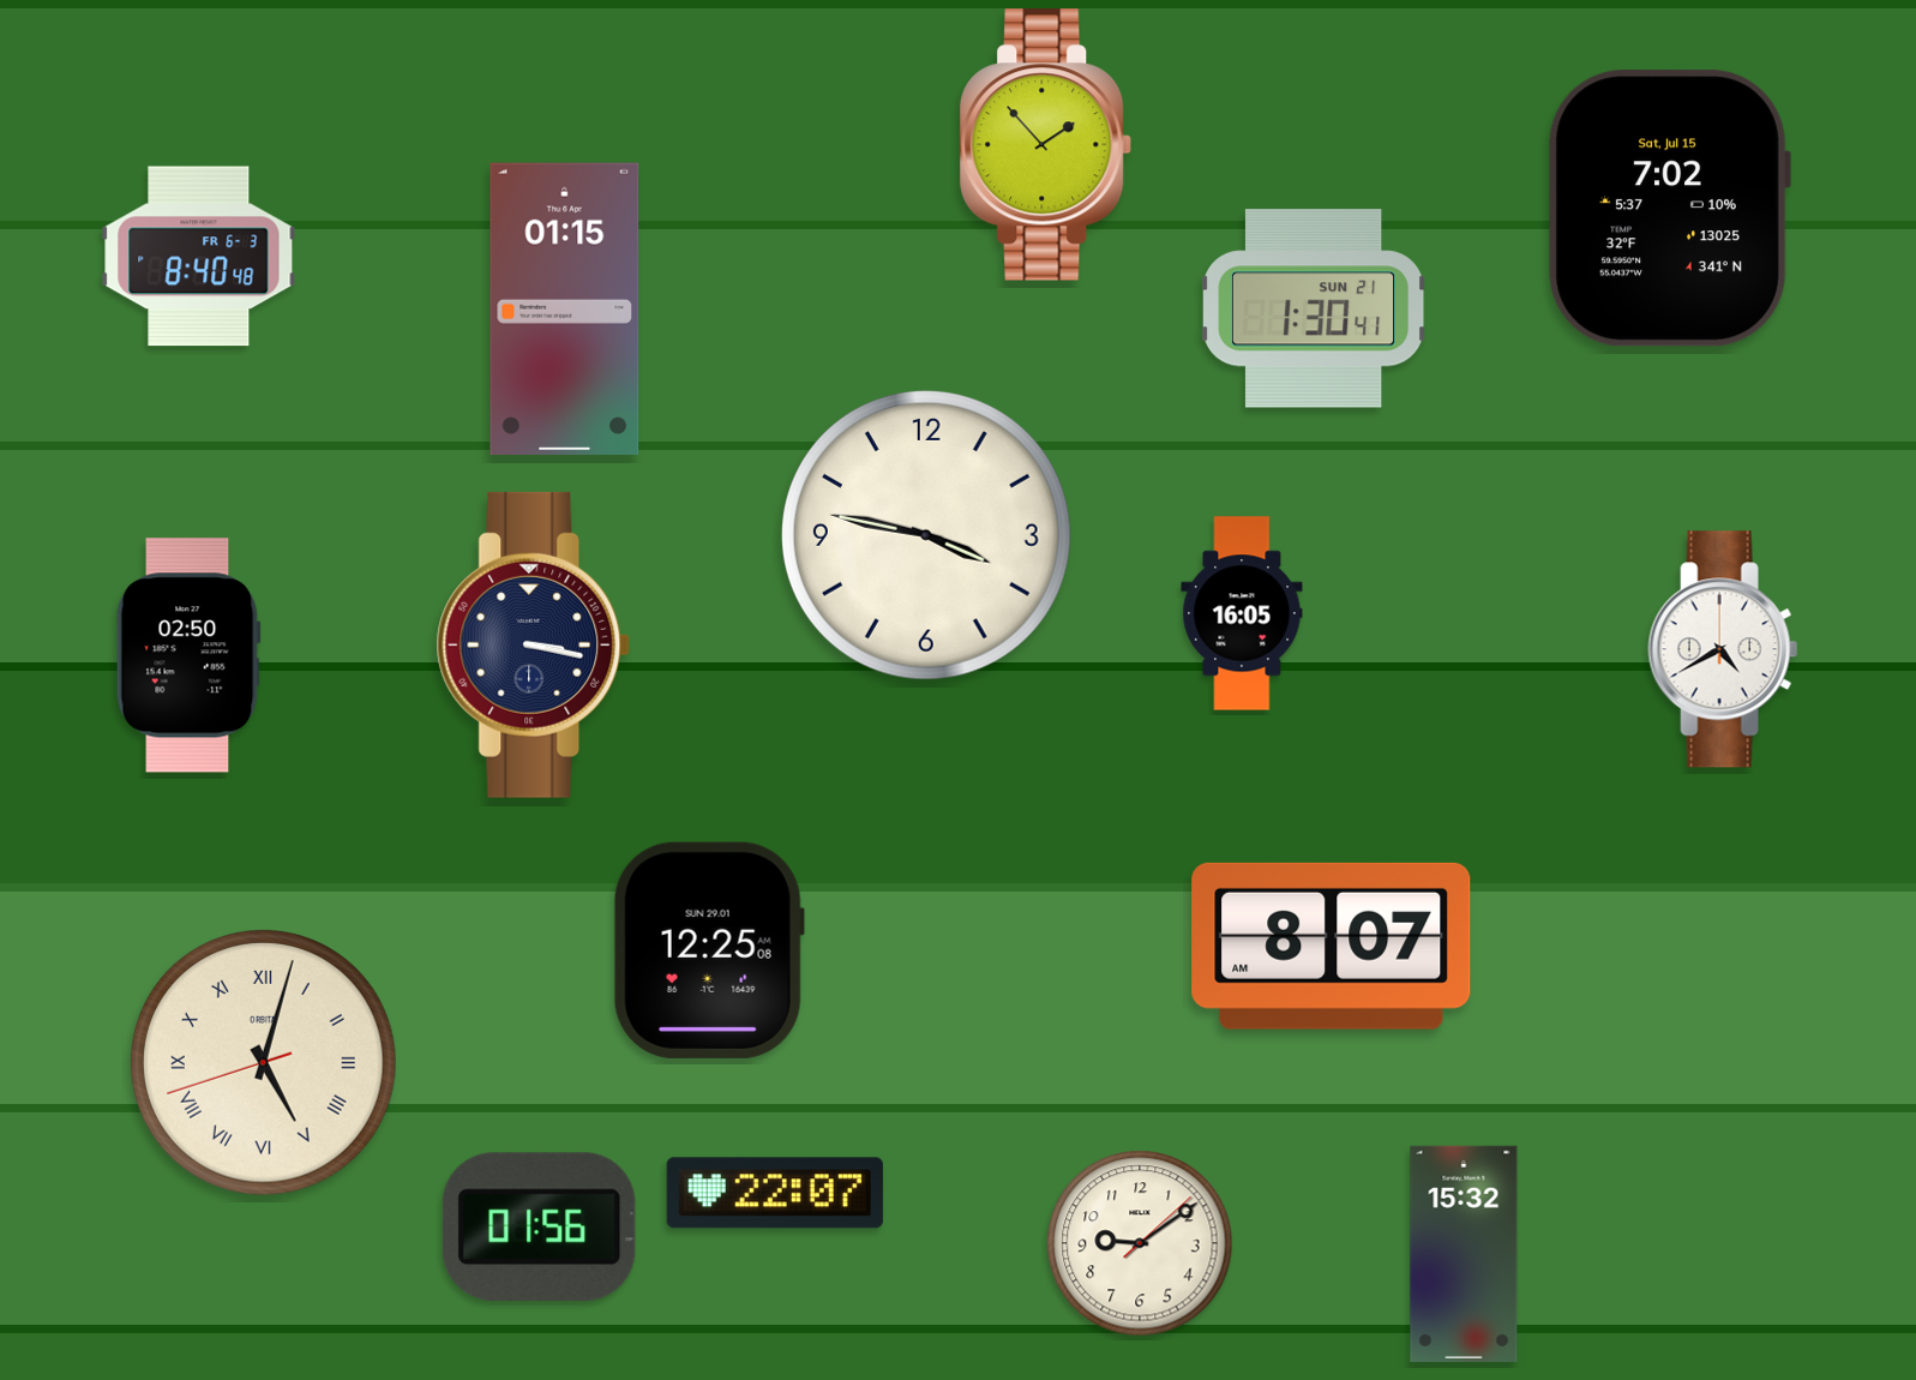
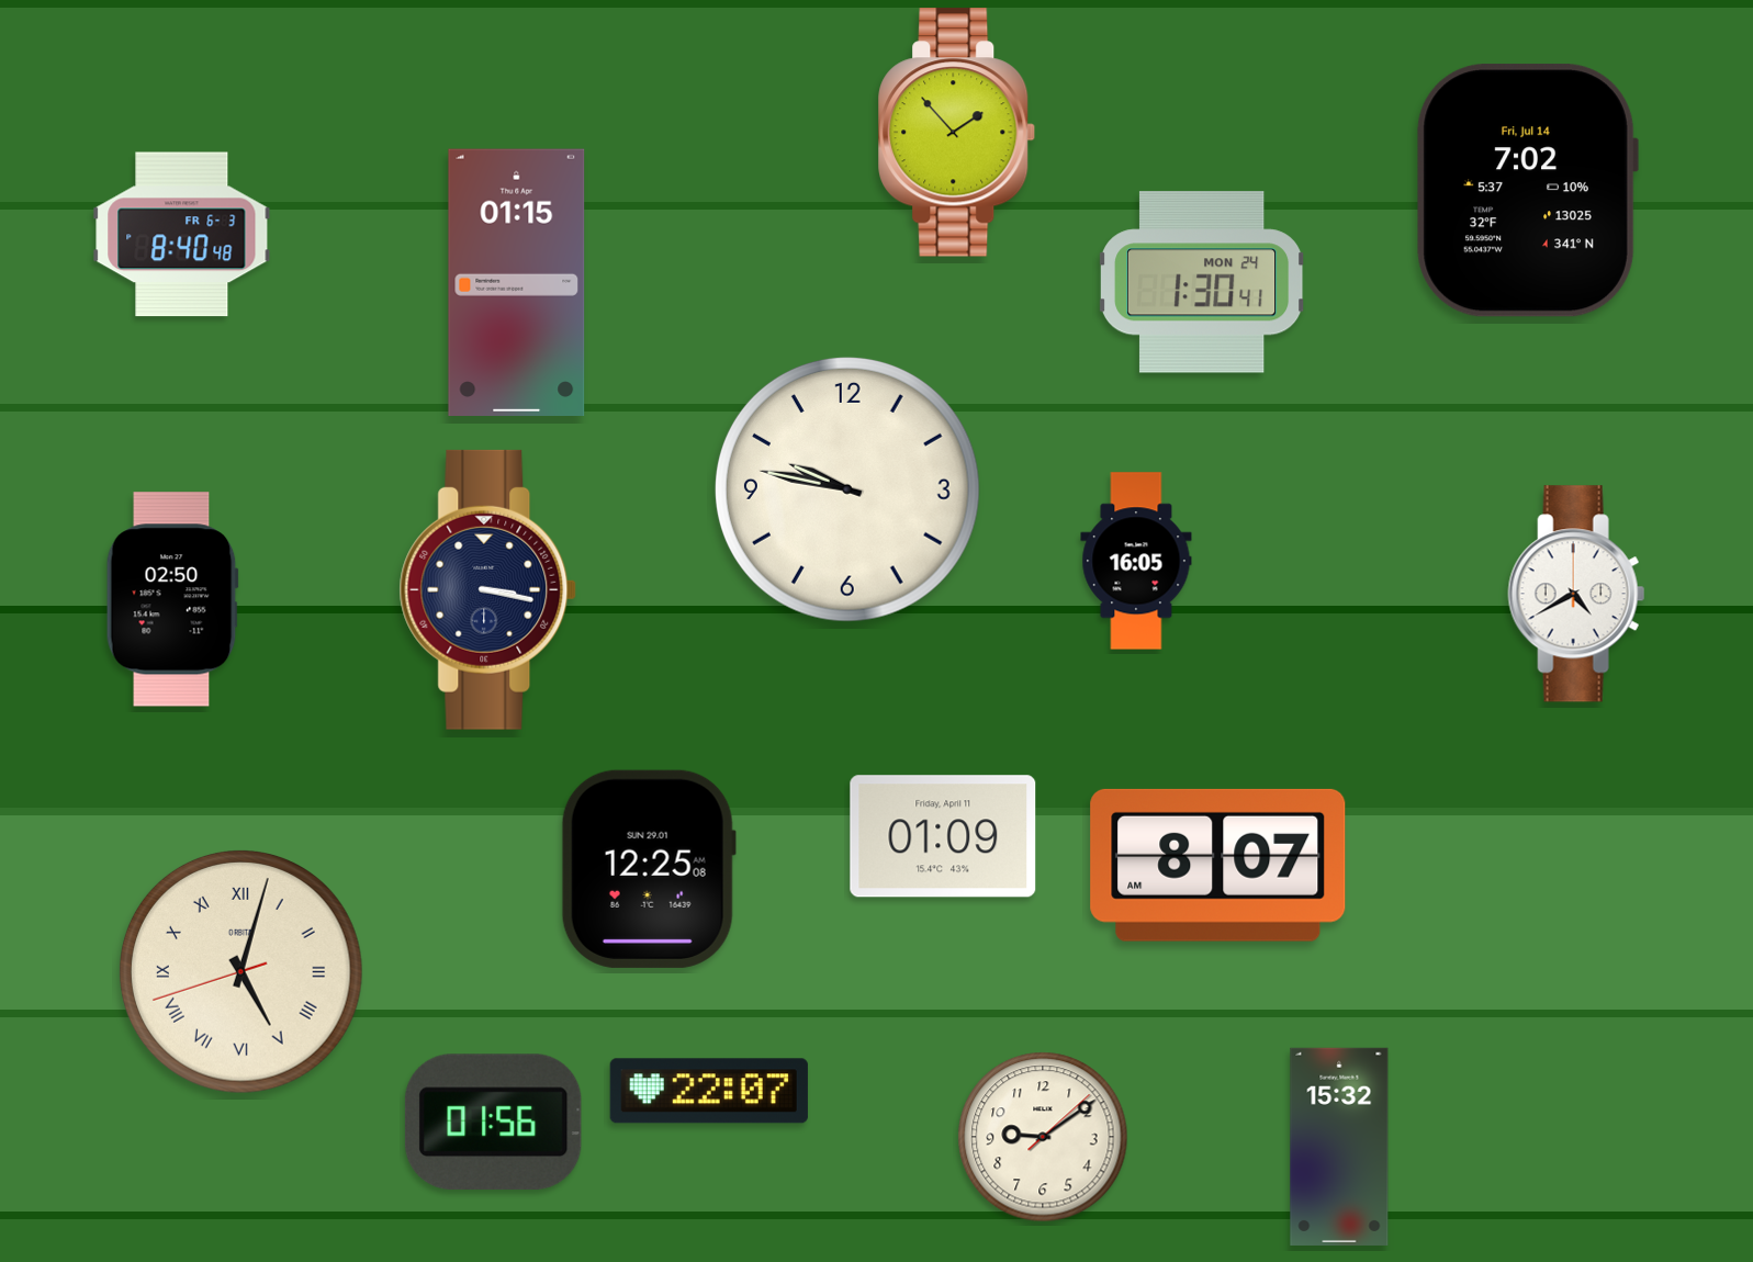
clock at (1669, 209) date: Sat, Jul 15 -> Fri, Jul 14
clock at (1314, 308) date: SUN 21 -> MON 24
clock at (926, 535): 3:47 -> 9:47
clock at (943, 836): none -> 01:09
